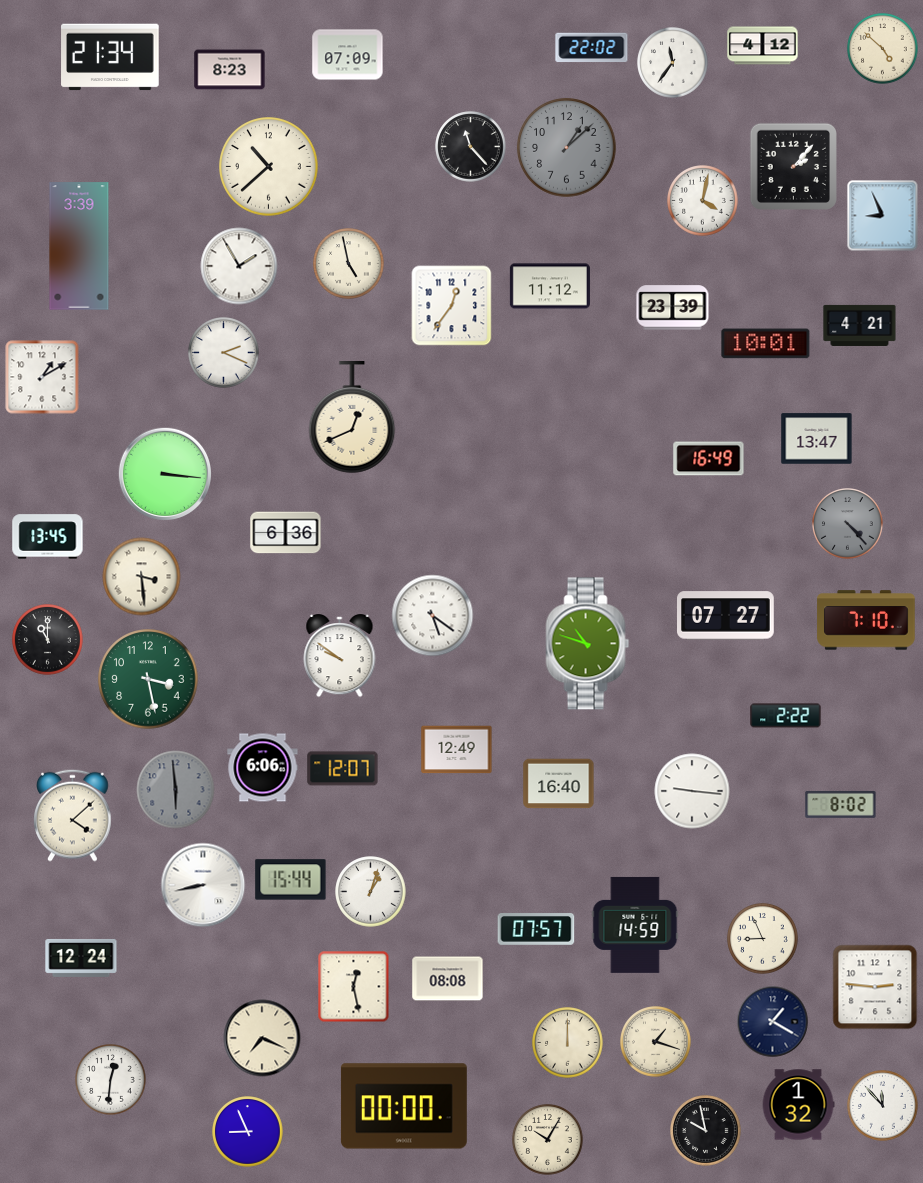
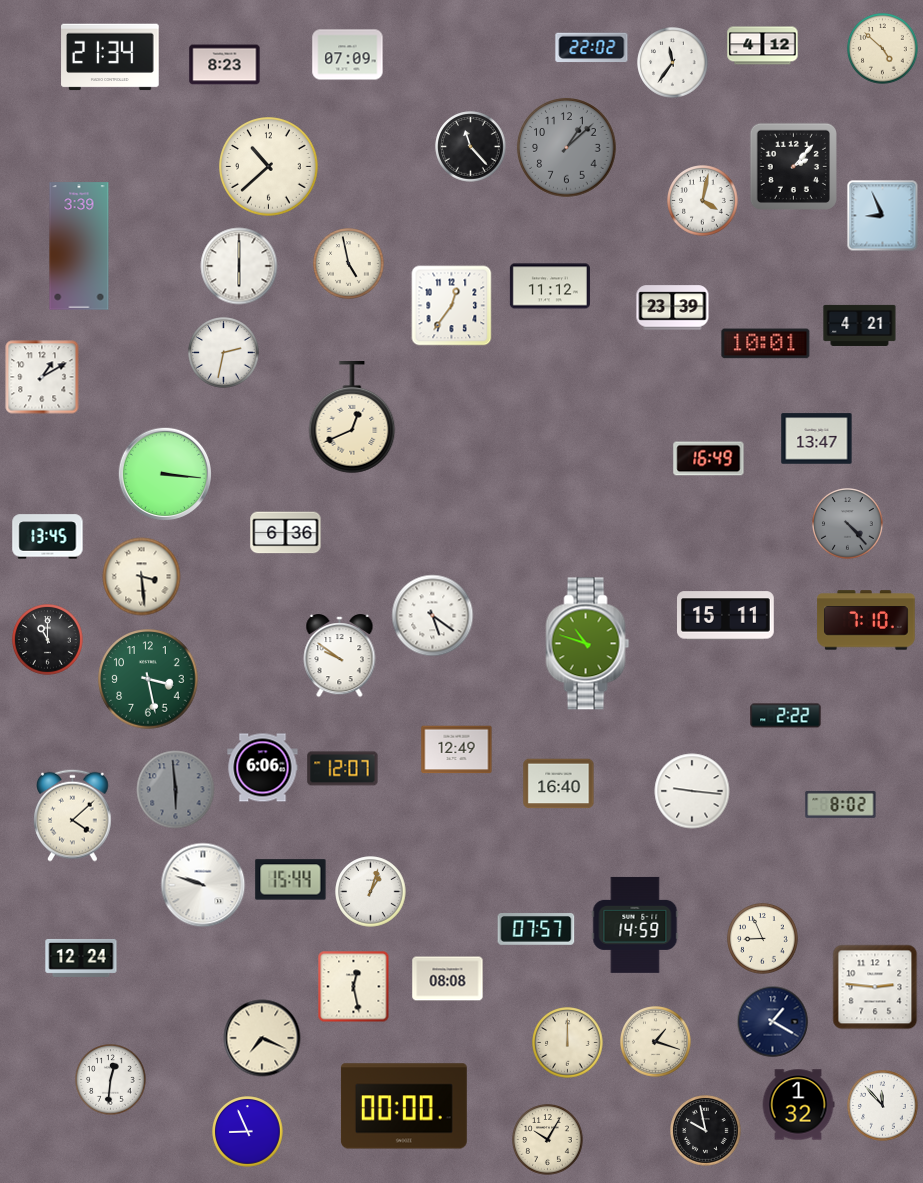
clock at (230, 70) position: (230, 70) -> (225, 65)
clock at (239, 266): 1:55 -> 6:00
clock at (224, 353): 2:19 -> 2:32
clock at (726, 616): 07:27 -> 15:11
clock at (203, 885): 8:43 -> 9:48
